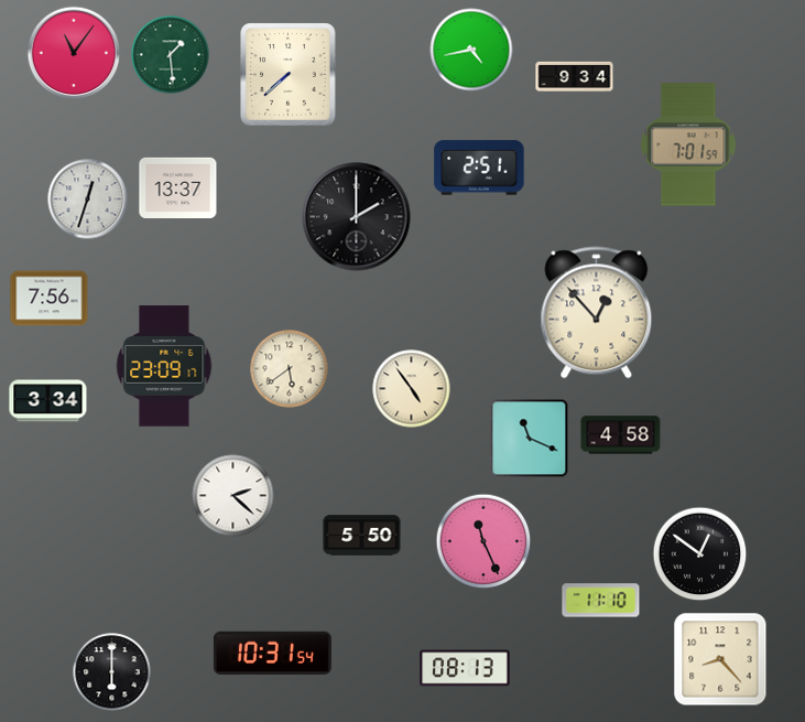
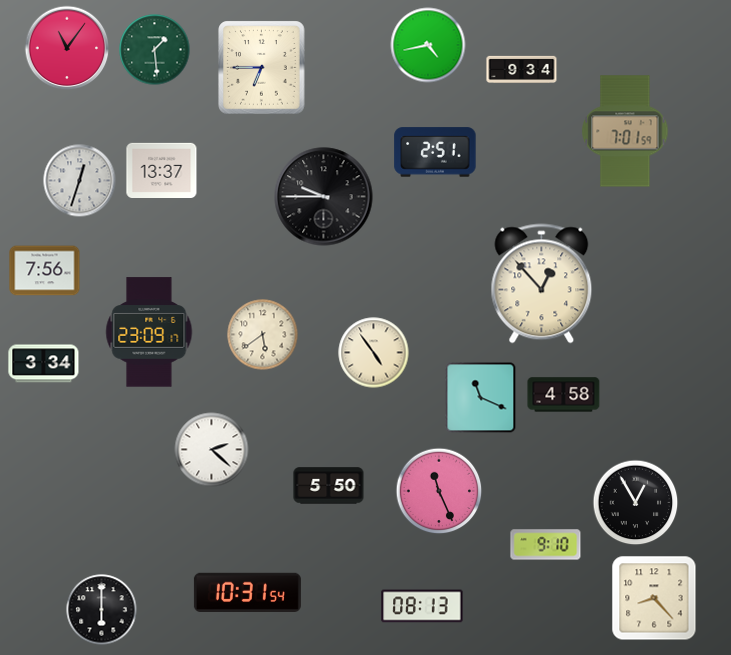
clock at (289, 75): 7:38 -> 6:45
clock at (357, 217): 2:00 -> 9:45
clock at (700, 554): 12:51 -> 12:55
clock at (601, 601): 11:10 -> 9:10
